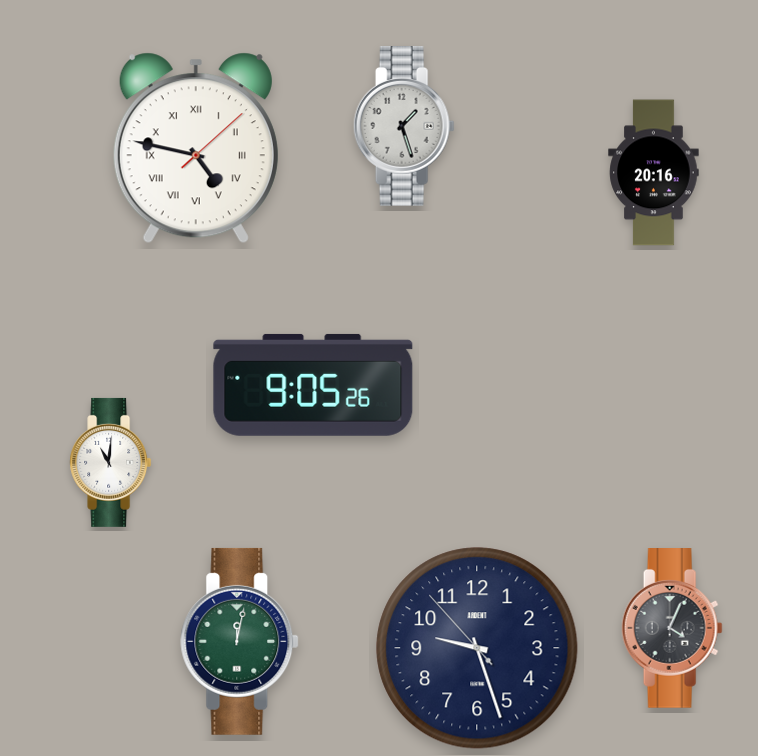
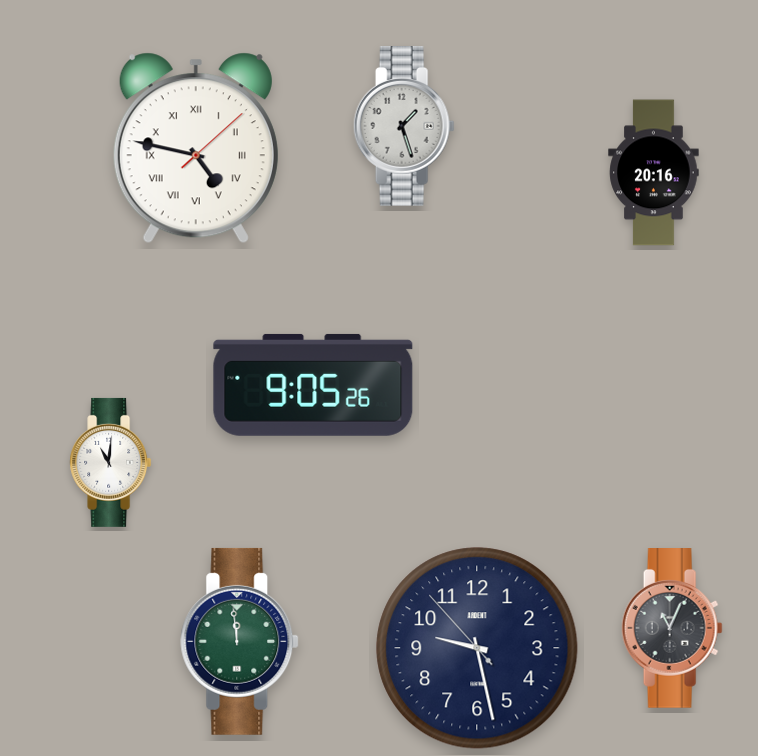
clock at (672, 629): 4:04 -> 11:04
clock at (240, 641): 12:02 -> 11:59
clock at (477, 648): 9:26 -> 9:27
